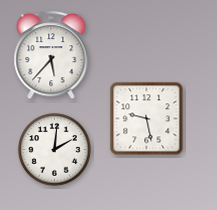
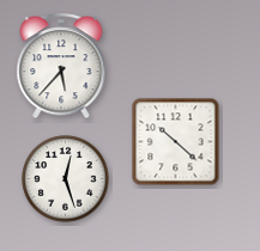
clock at (147, 119): 9:28 -> 10:22
clock at (55, 150): 2:01 -> 12:27
